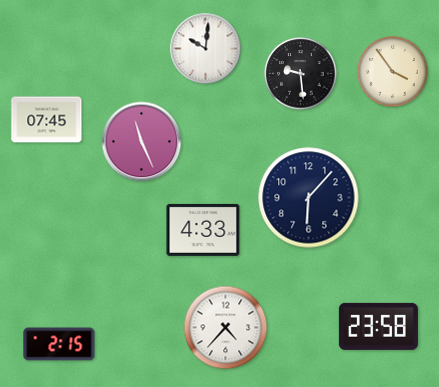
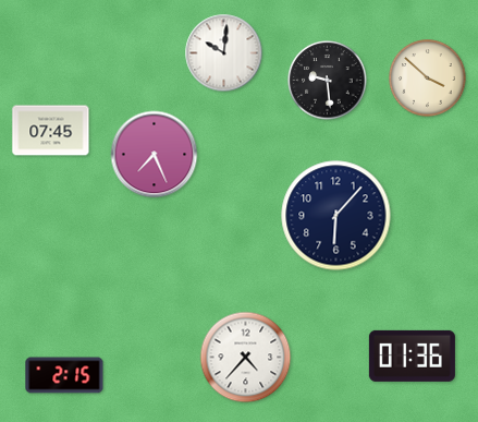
clock at (393, 72): 3:54 -> 3:52
clock at (142, 142): 11:26 -> 7:26
clock at (203, 230): 4:33 -> none
clock at (378, 326): 23:58 -> 01:36
